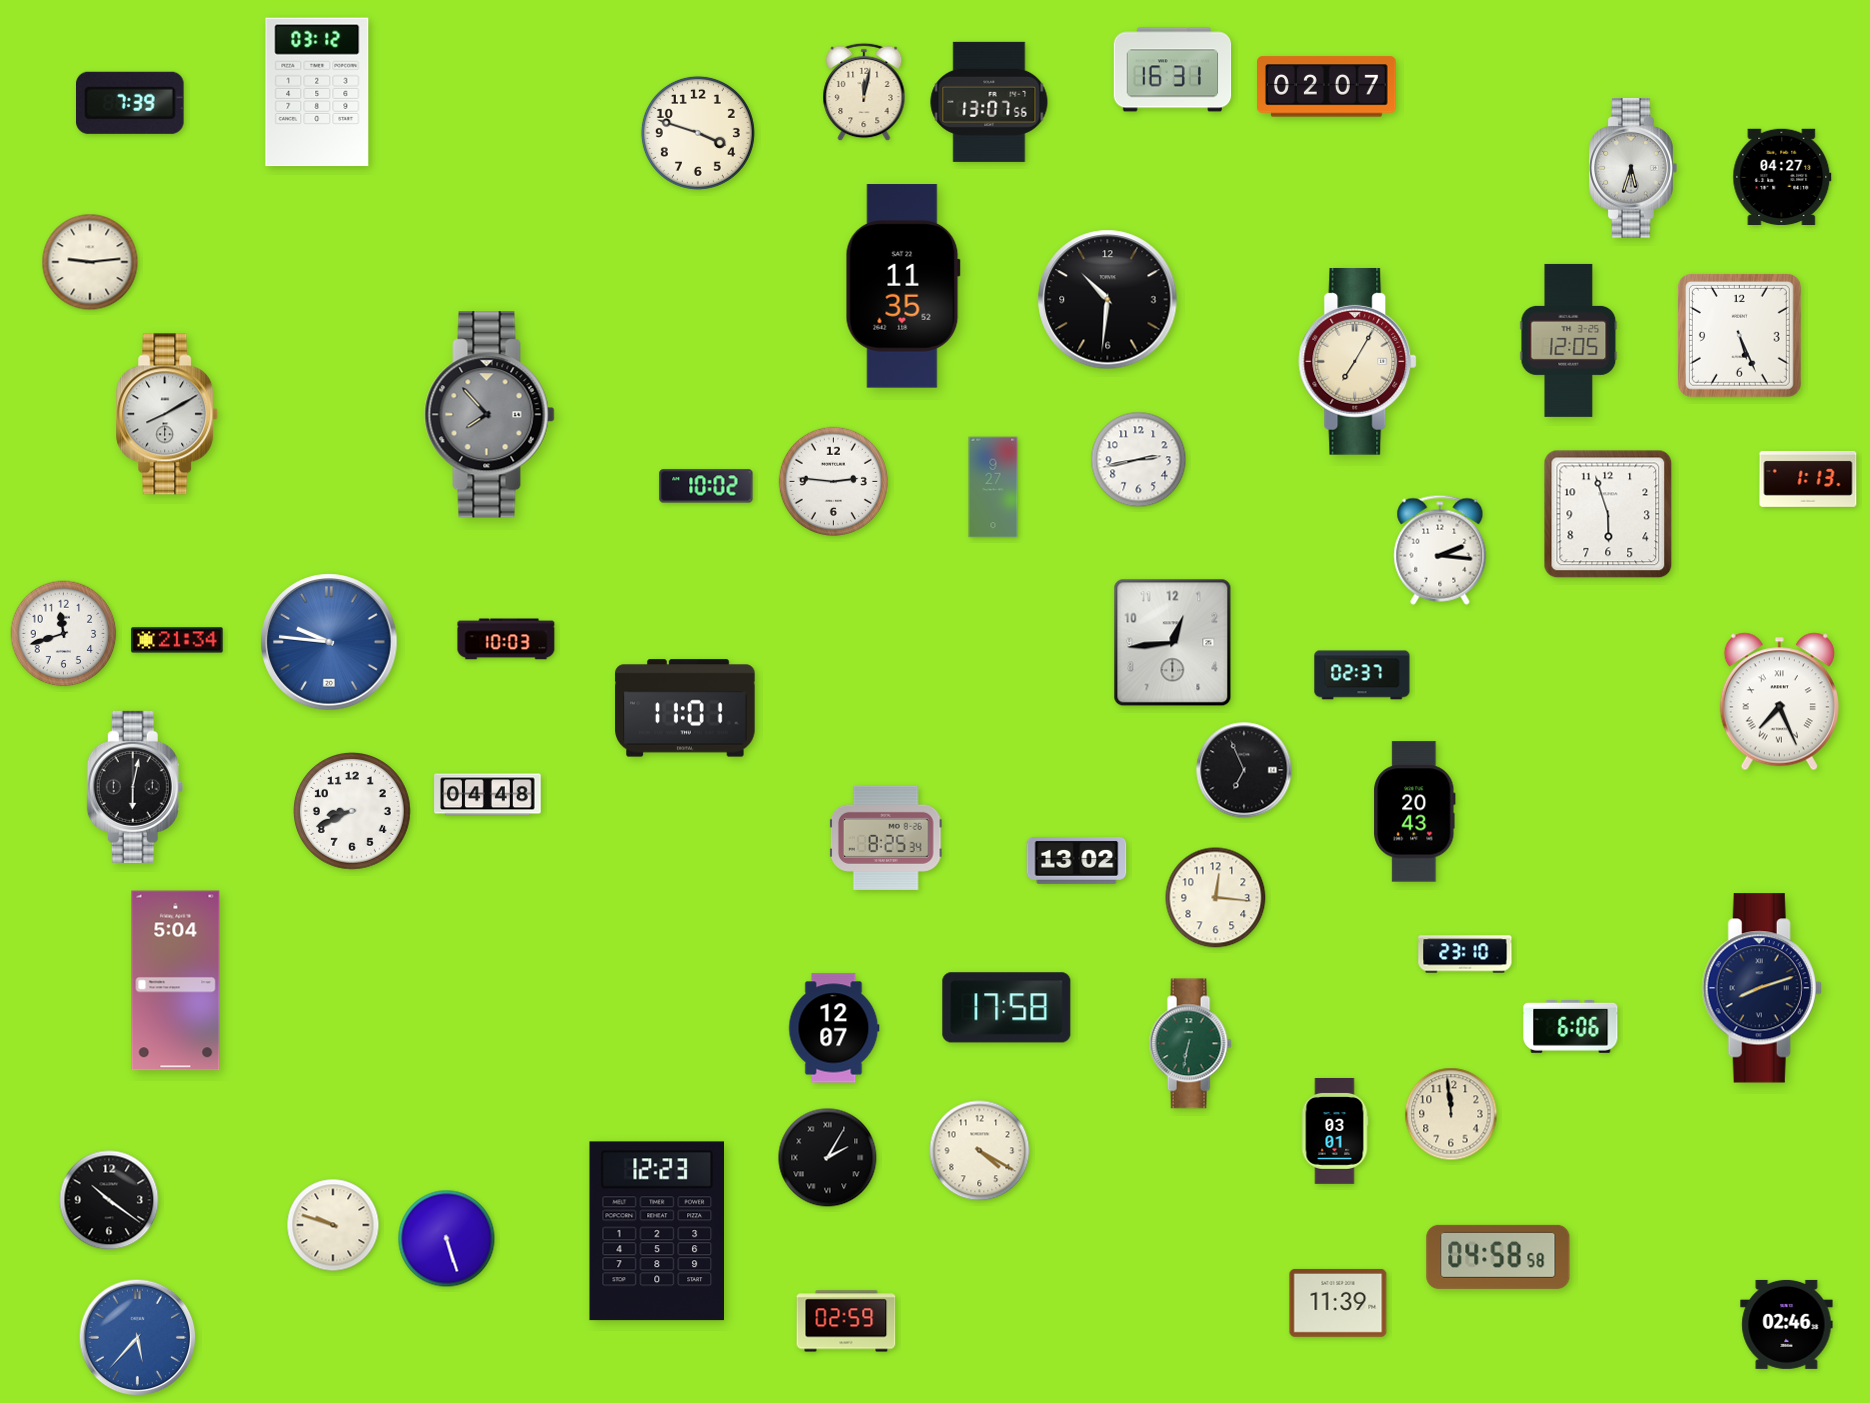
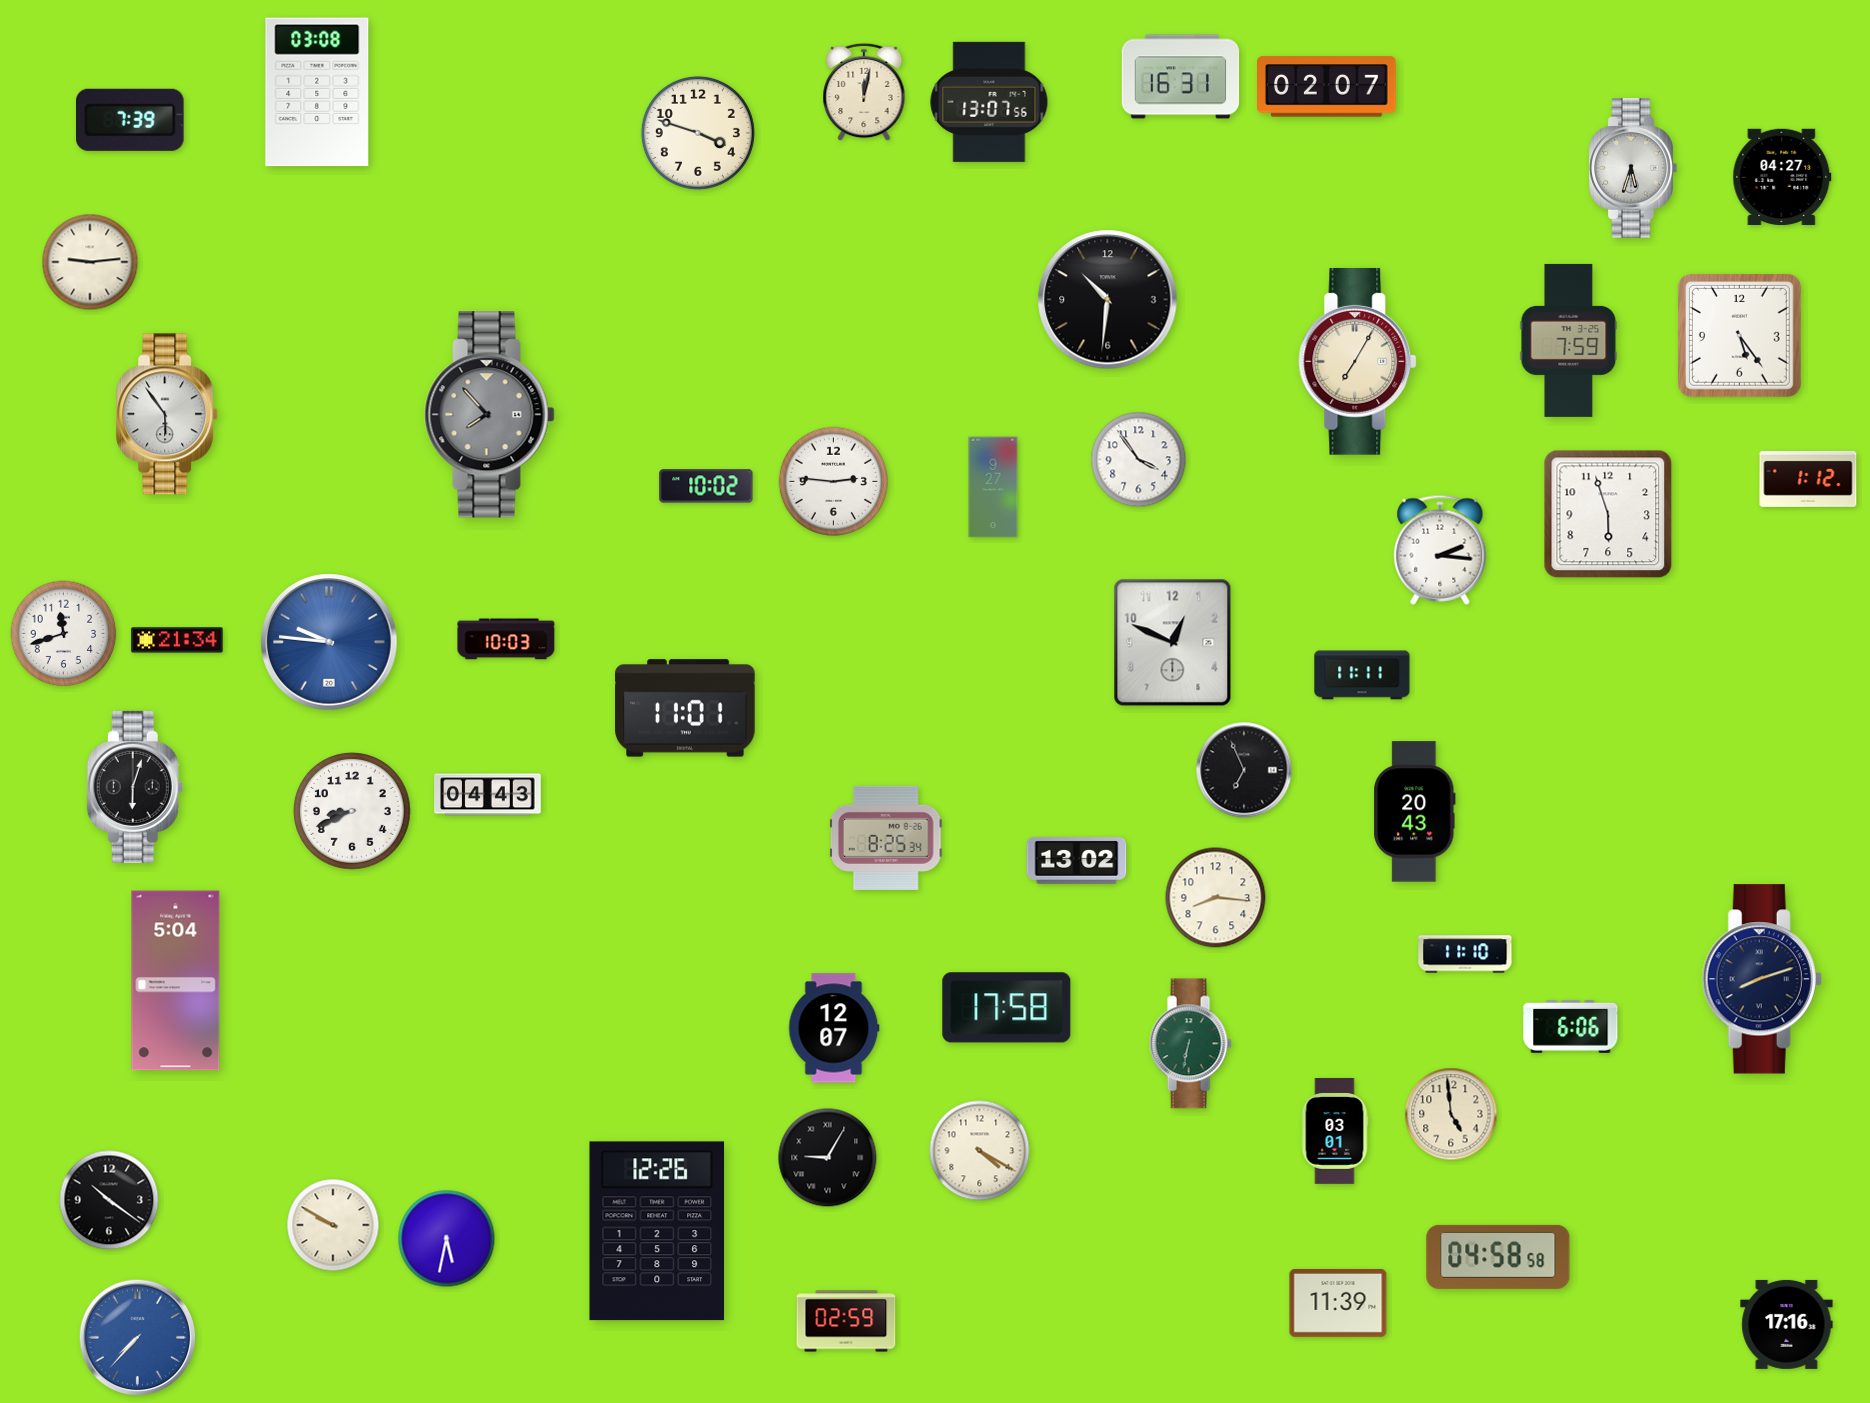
clock at (1173, 70) position: (1173, 70) -> (1181, 77)
clock at (317, 92): 03:12 -> 03:08
clock at (131, 103) position: (131, 103) -> (131, 120)
clock at (903, 286): 11:35 -> none
clock at (1739, 335): 5:26 -> 5:24
clock at (1569, 340): 12:05 -> 7:59
clock at (168, 414): 8:10 -> 5:54
clock at (1139, 460): 2:43 -> 3:54
clock at (1808, 479): 1:13 -> 1:12
clock at (1173, 643): 12:44 -> 12:49
clock at (1362, 675): 02:37 -> 11:11
clock at (1779, 702): 7:26 -> none
clock at (135, 787): 6:02 -> 6:03
clock at (488, 795): 04:48 -> 04:43
clock at (1216, 898): 12:16 -> 8:16
clock at (1465, 954): 23:10 -> 11:10
clock at (1762, 988) position: (1762, 988) -> (1762, 979)
clock at (1451, 1114): 11:59 -> 4:59
clock at (828, 1158): 2:05 -> 9:05
clock at (333, 1225): 9:48 -> 9:50
clock at (656, 1231): 12:23 -> 12:26
clock at (447, 1239): 5:27 -> 5:32
clock at (1787, 1324): 02:46 -> 17:16
clock at (138, 1338): 5:37 -> 7:37
